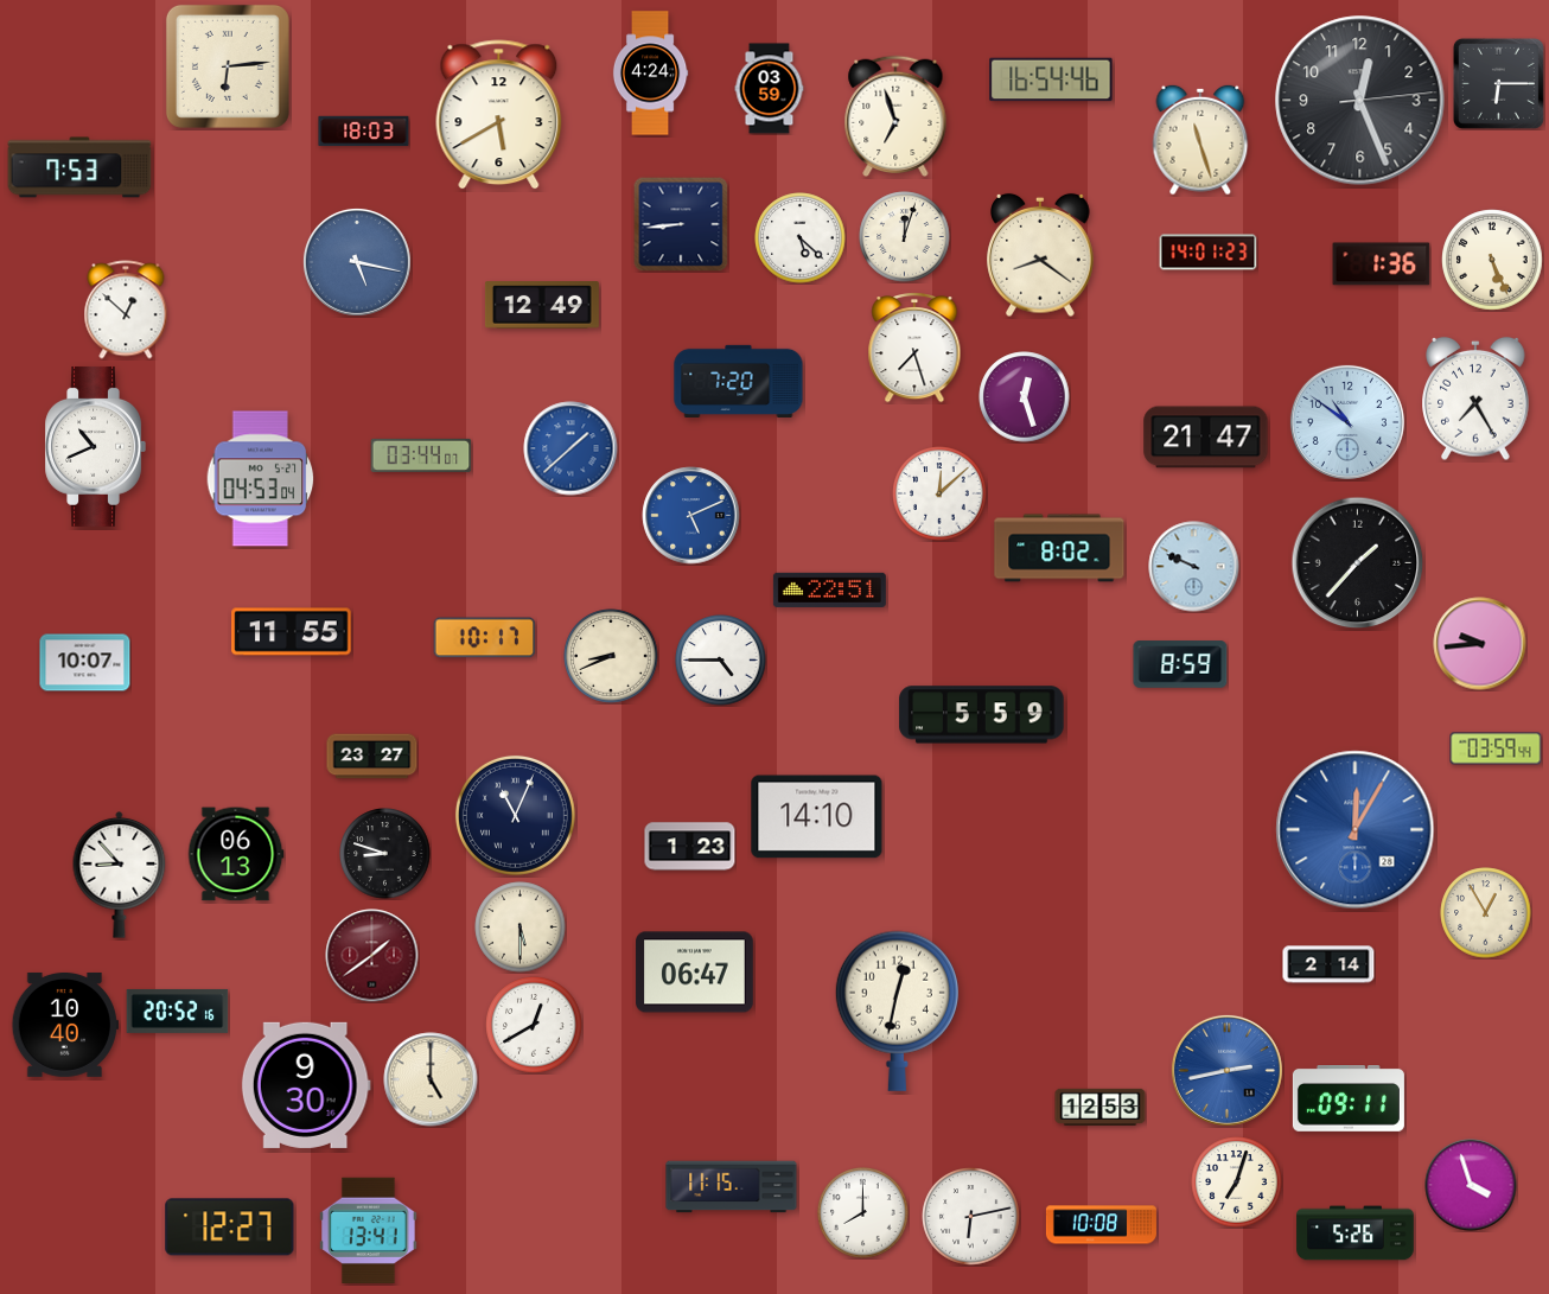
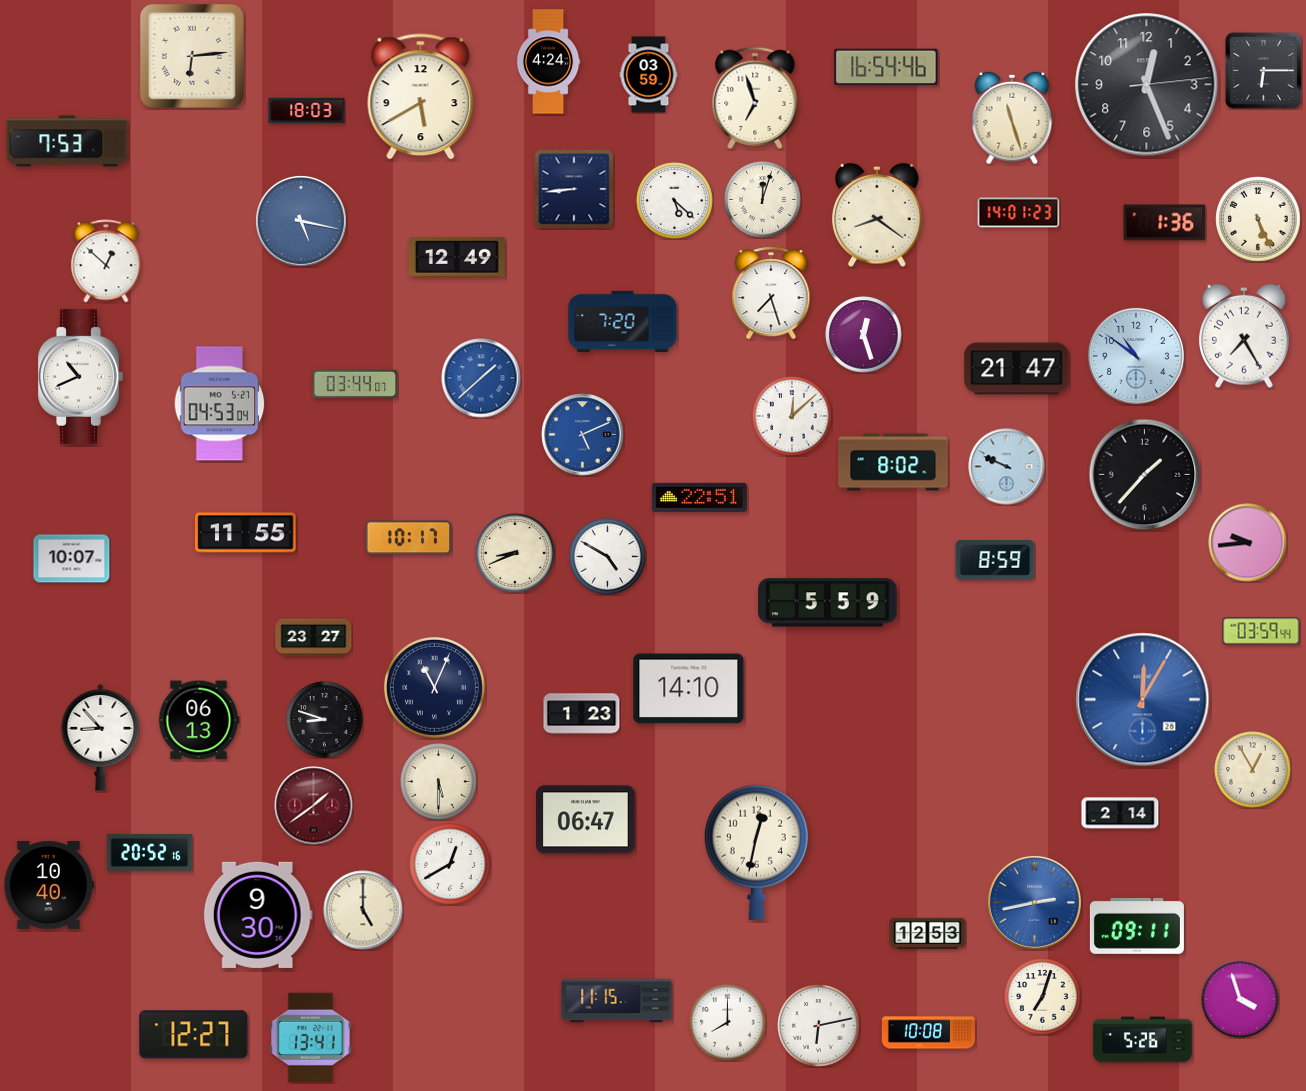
clock at (1194, 567) position: (1194, 567) -> (1007, 467)
clock at (721, 661): 4:45 -> 4:50
clock at (64, 1025) position: (64, 1025) -> (48, 885)
